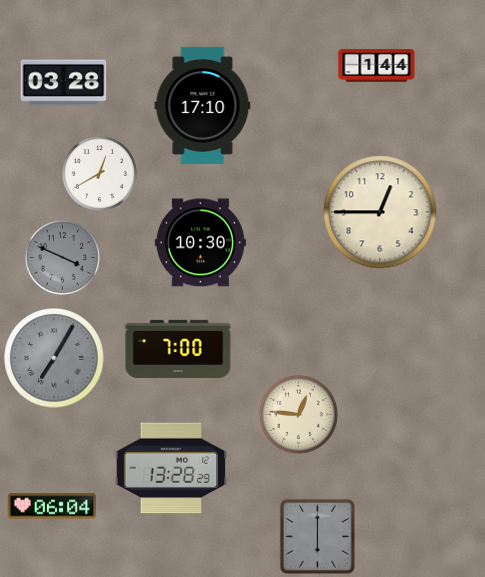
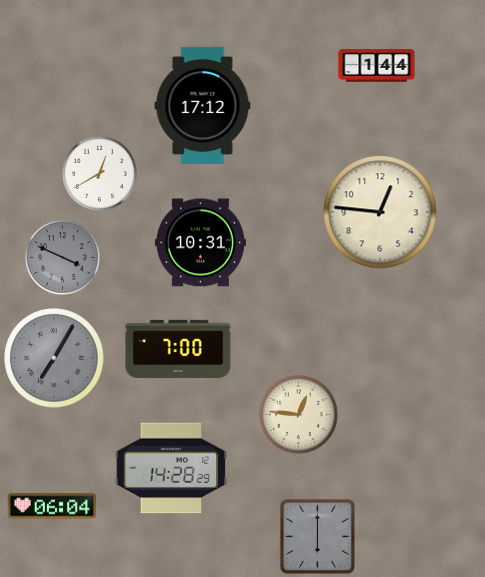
clock at (64, 83): 03:28 -> none
clock at (203, 105): 17:10 -> 17:12
clock at (380, 212): 12:45 -> 12:46
clock at (200, 243): 10:30 -> 10:31
clock at (171, 468): 13:28 -> 14:28
